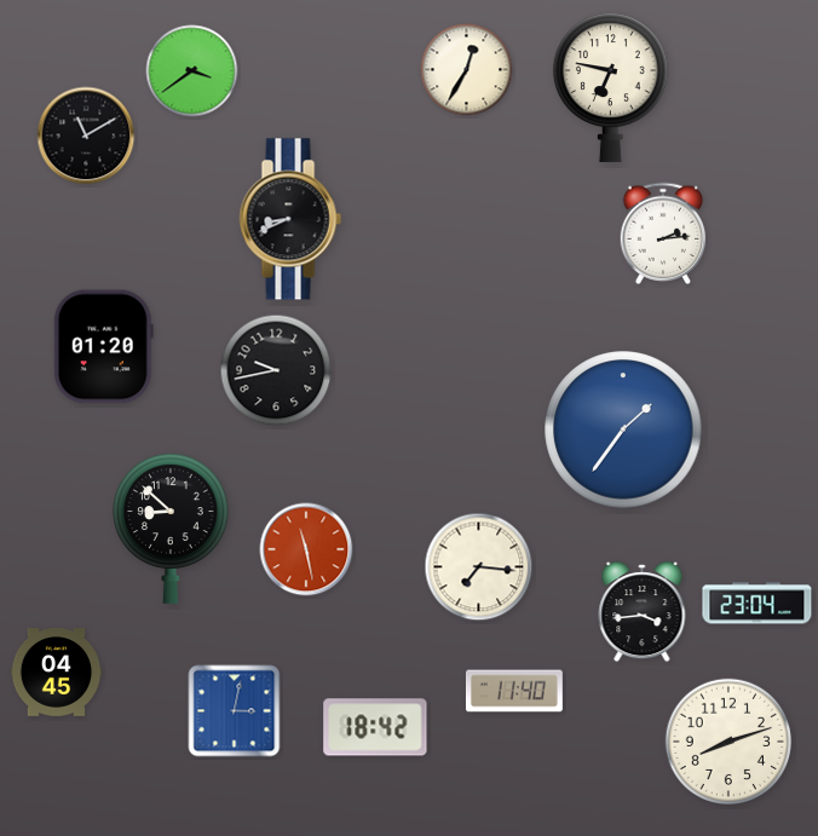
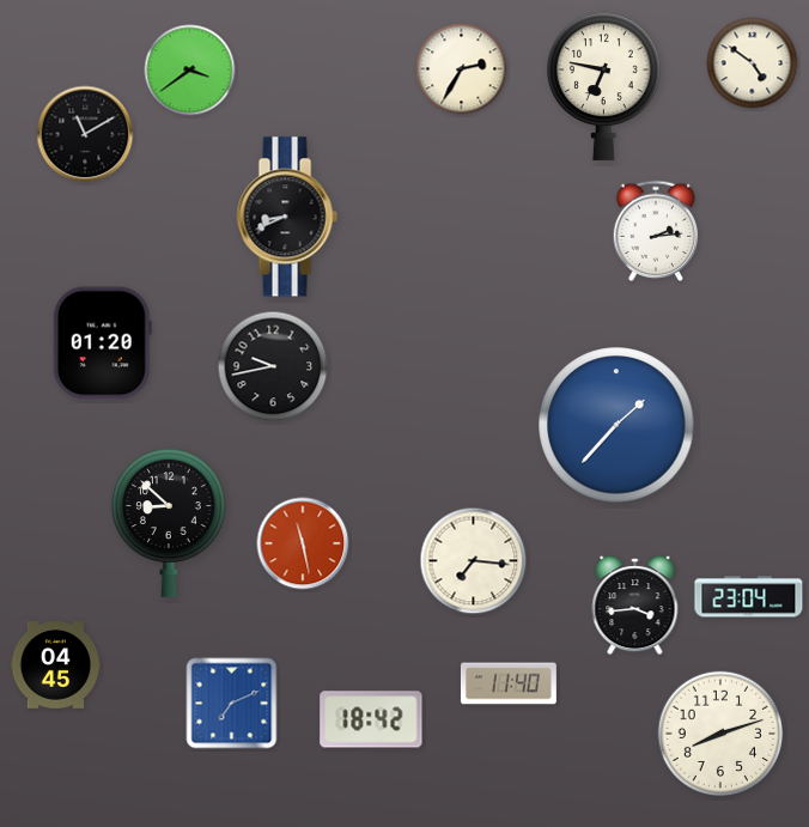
clock at (753, 63): none -> 4:51
clock at (467, 70): 12:35 -> 2:35
clock at (623, 429): 1:36 -> 1:37
clock at (235, 711): 3:02 -> 7:11
